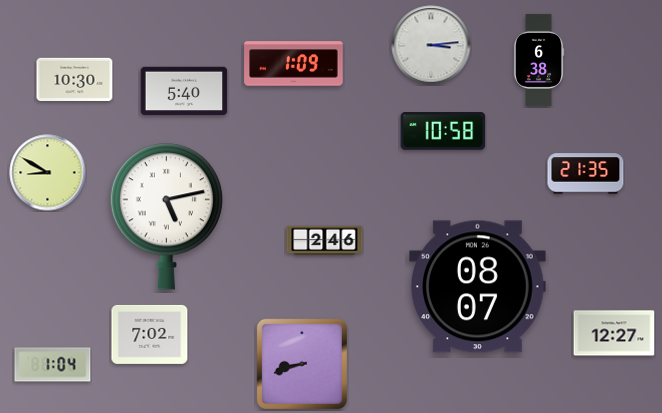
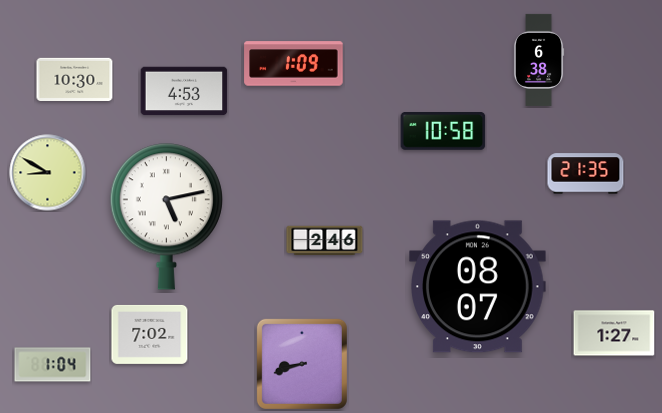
clock at (431, 45): 3:14 -> none
clock at (184, 91): 5:40 -> 4:53
clock at (614, 333): 12:27 -> 1:27
